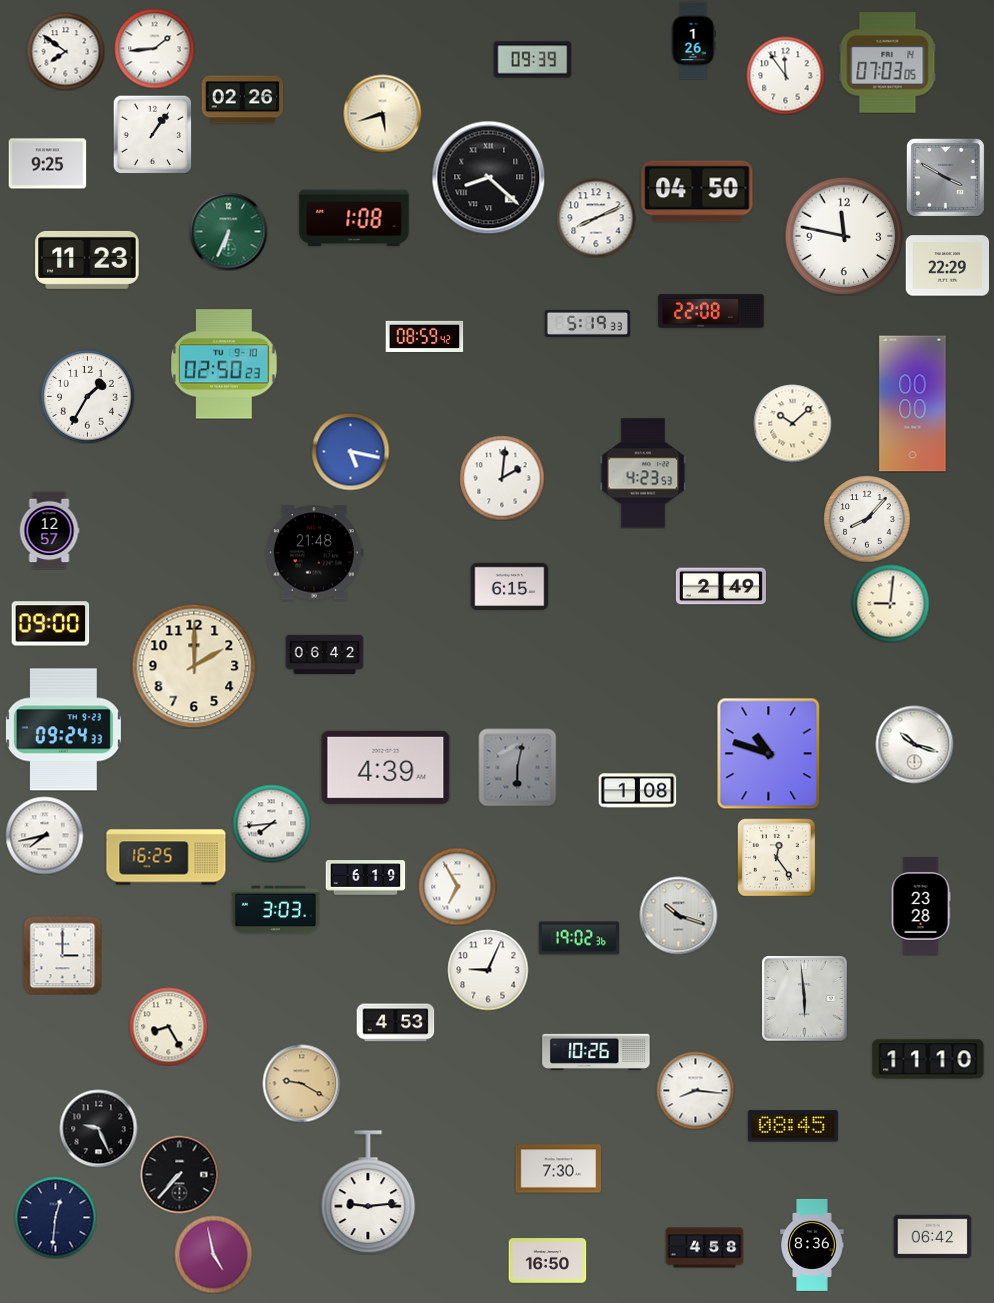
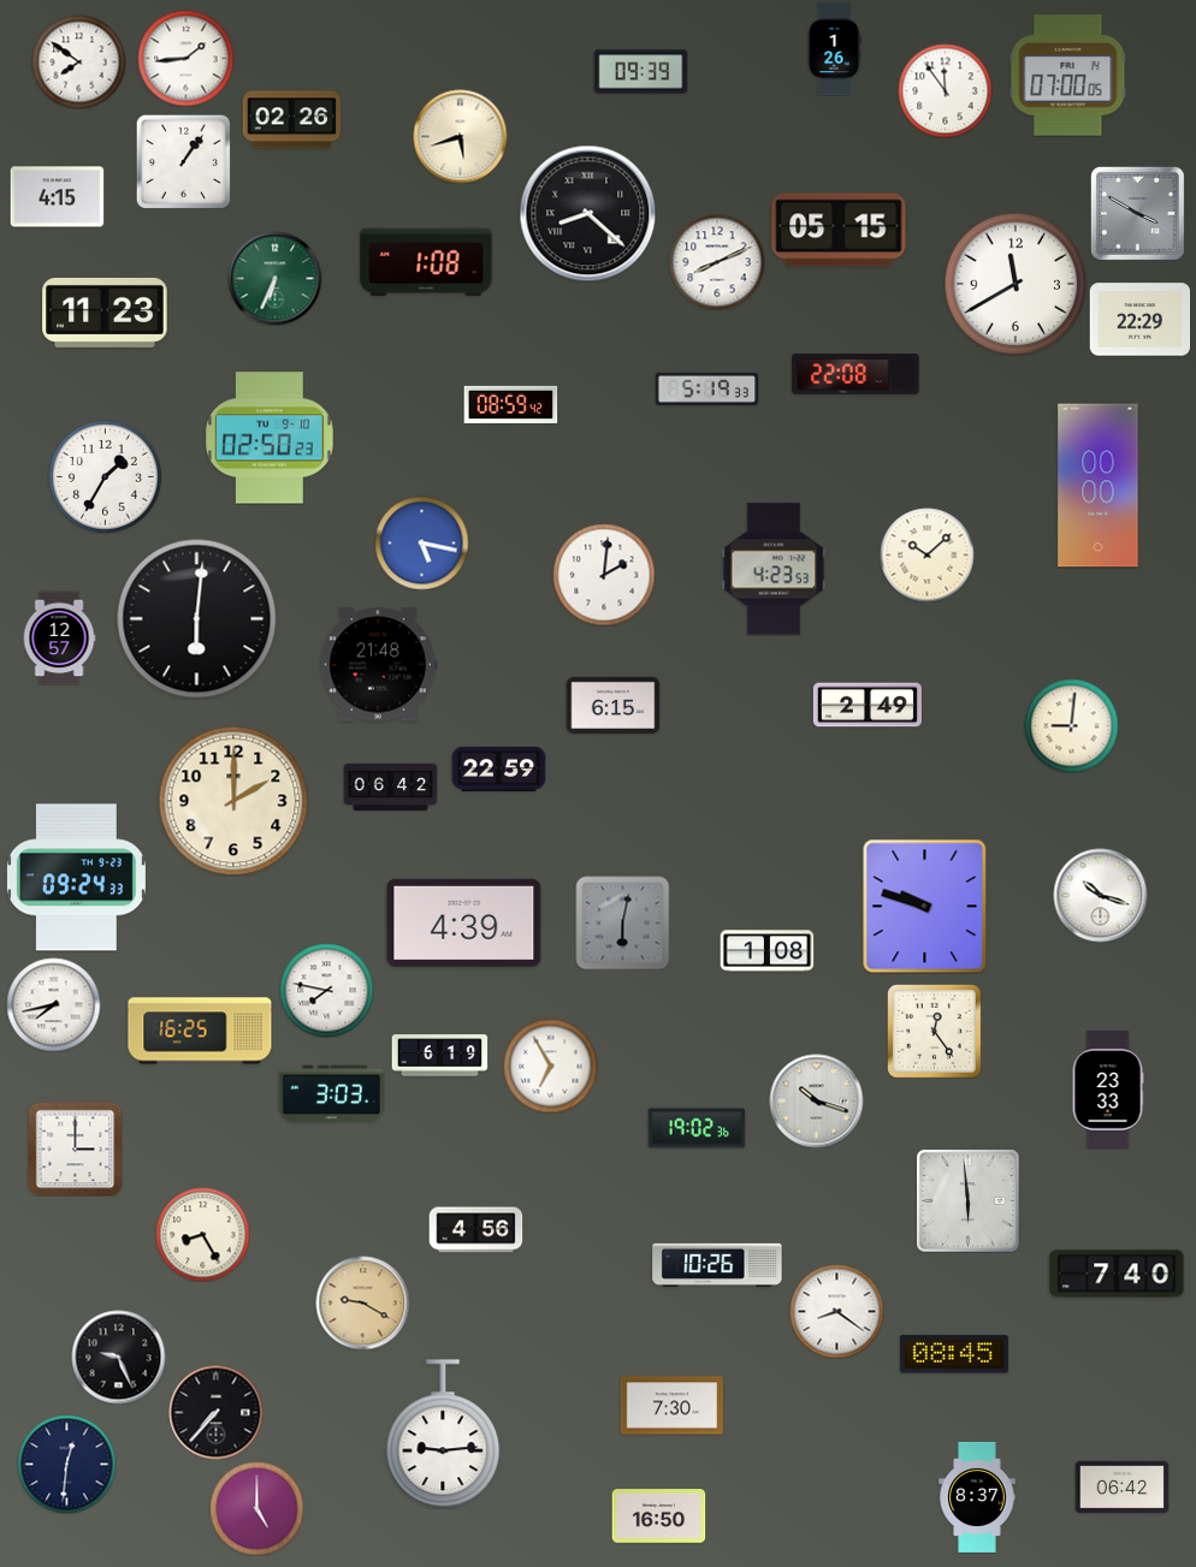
clock at (888, 63): 07:03 -> 07:00
clock at (47, 164): 9:25 -> 4:15
clock at (697, 191): 04:50 -> 05:15
clock at (844, 236): 11:47 -> 11:40
clock at (792, 423) position: (792, 423) -> (926, 554)
clock at (197, 619): none -> 6:01
clock at (867, 519): 8:07 -> none
clock at (50, 624): 09:00 -> none
clock at (498, 768): none -> 22:59
clock at (769, 753): 10:48 -> 9:48
clock at (271, 823): 7:44 -> 7:47
clock at (921, 906): 23:28 -> 23:33
clock at (488, 970): 9:04 -> none
clock at (395, 1023): 4:53 -> 4:56
clock at (928, 1059): 11:10 -> 7:40
clock at (695, 1090): 8:16 -> 8:21
clock at (812, 1245): 8:36 -> 8:37
clock at (704, 1248): 4:58 -> none
clock at (213, 1254): 4:58 -> 5:00
